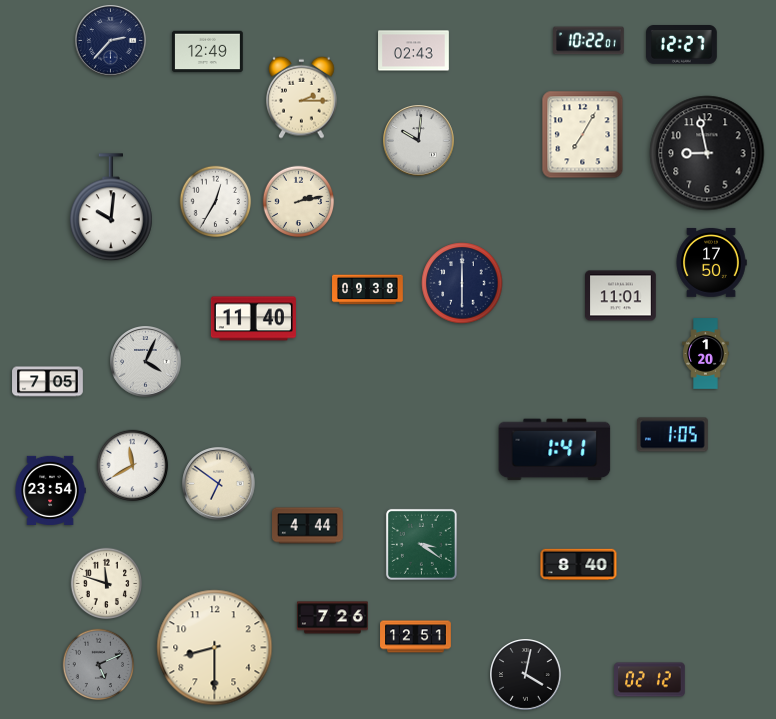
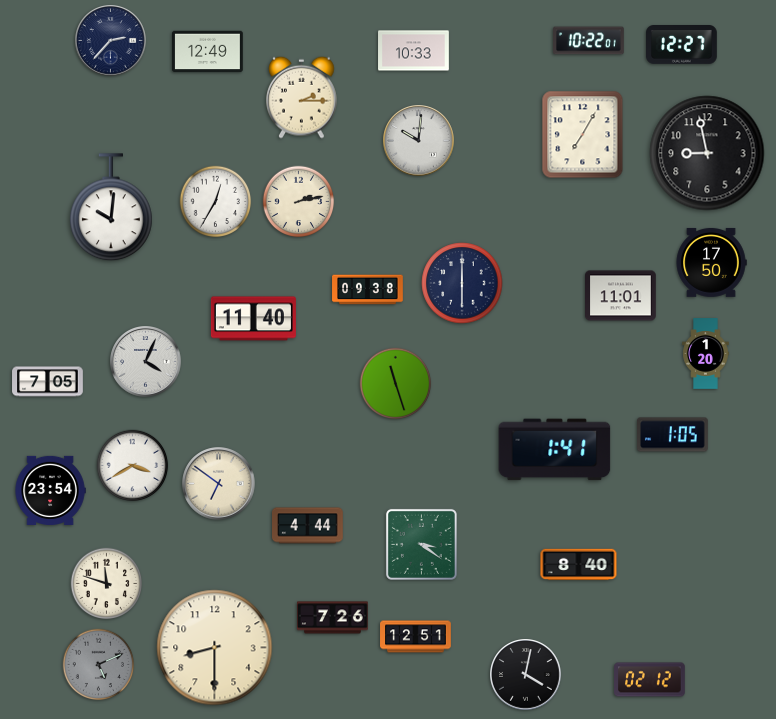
clock at (414, 51): 02:43 -> 10:33
clock at (396, 384): none -> 11:27
clock at (133, 466): 11:40 -> 3:40
